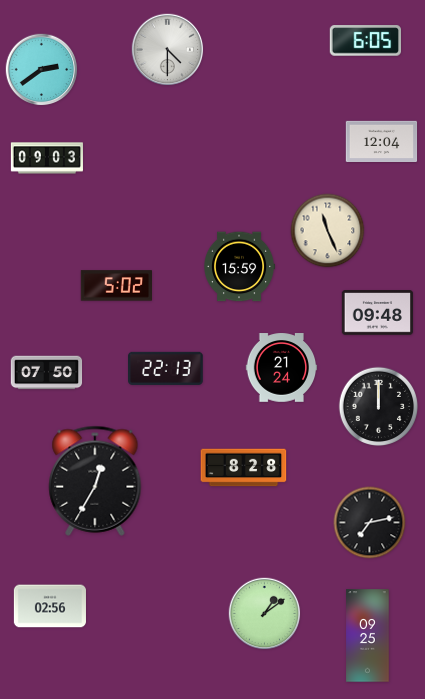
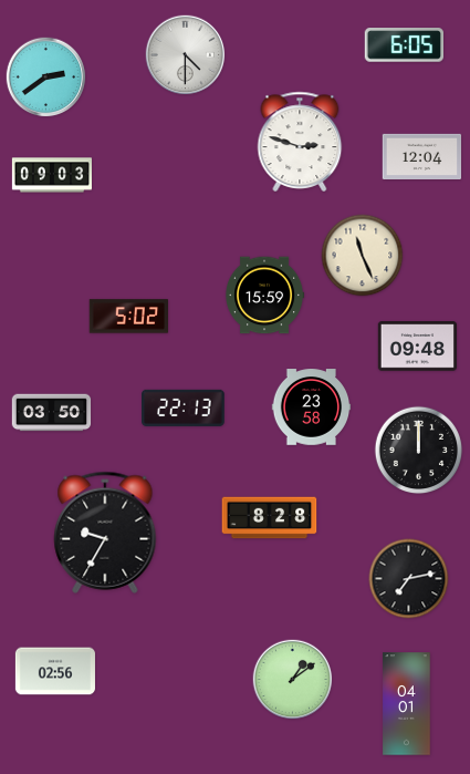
clock at (300, 142): none -> 2:48
clock at (282, 368): 21:24 -> 23:58
clock at (47, 373): 07:50 -> 03:50
clock at (95, 481): 12:35 -> 9:35
clock at (368, 636): 09:25 -> 04:01
